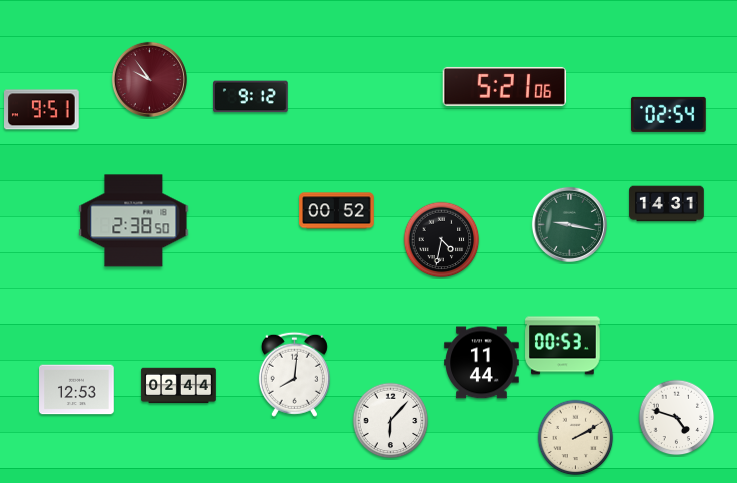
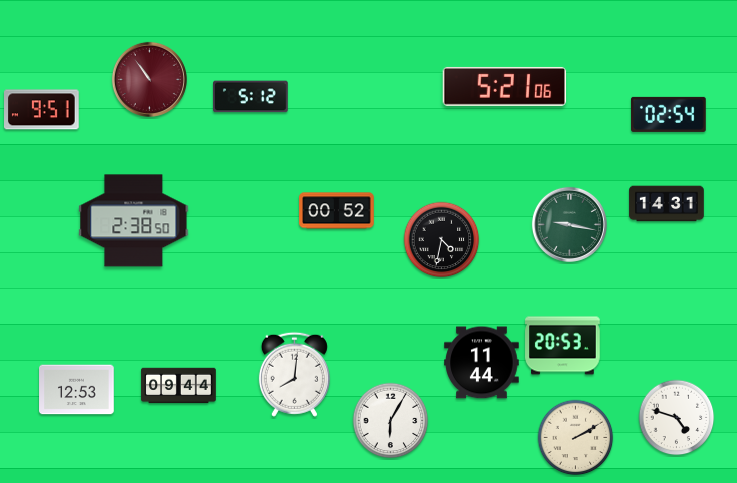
clock at (149, 79): 9:54 -> 10:54
clock at (251, 97): 9:12 -> 5:12
clock at (563, 346): 00:53 -> 20:53
clock at (179, 386): 02:44 -> 09:44
clock at (391, 421): 6:07 -> 6:05
